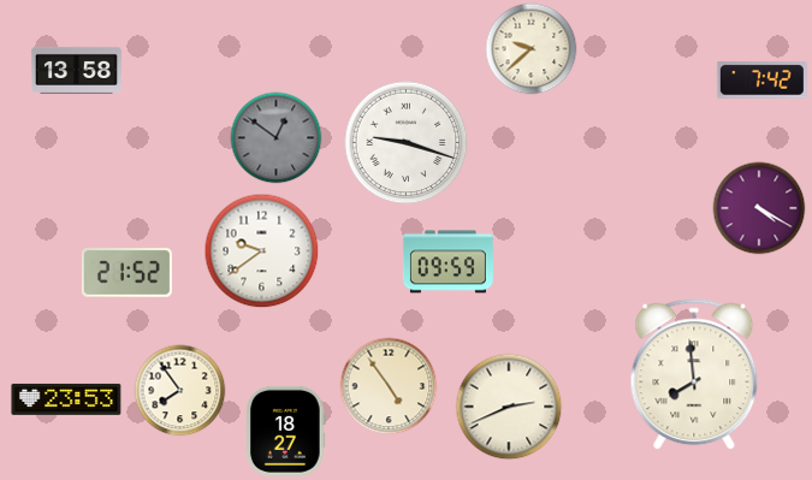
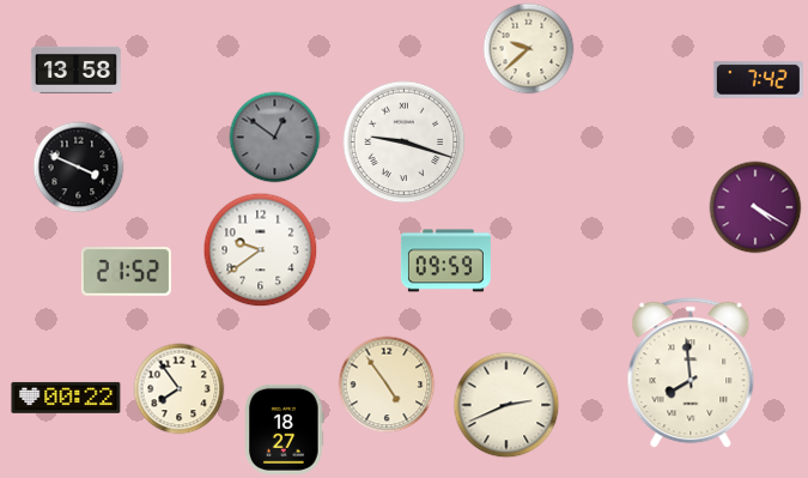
clock at (79, 168): none -> 3:49
clock at (66, 399): 23:53 -> 00:22
